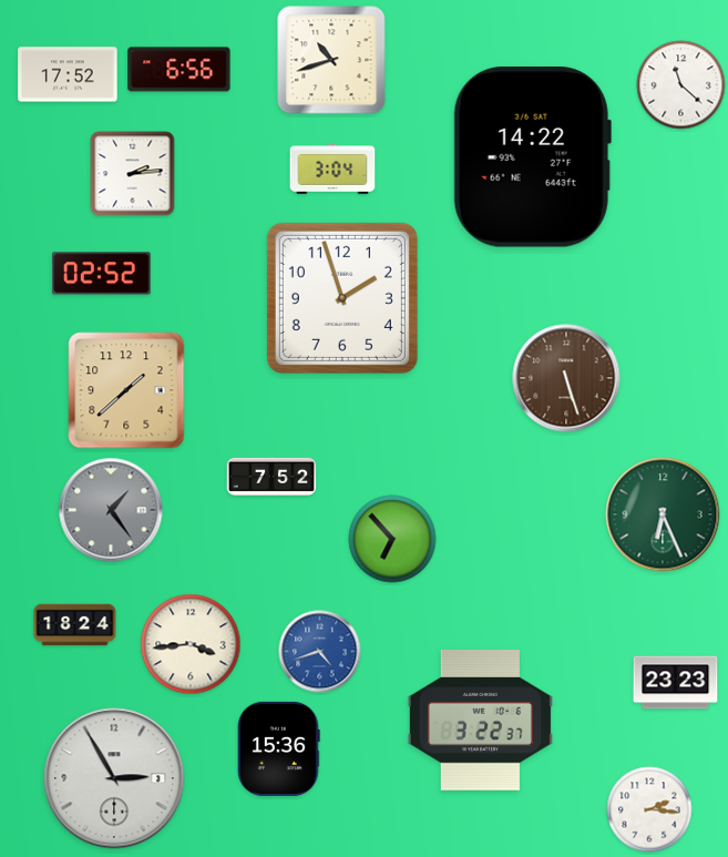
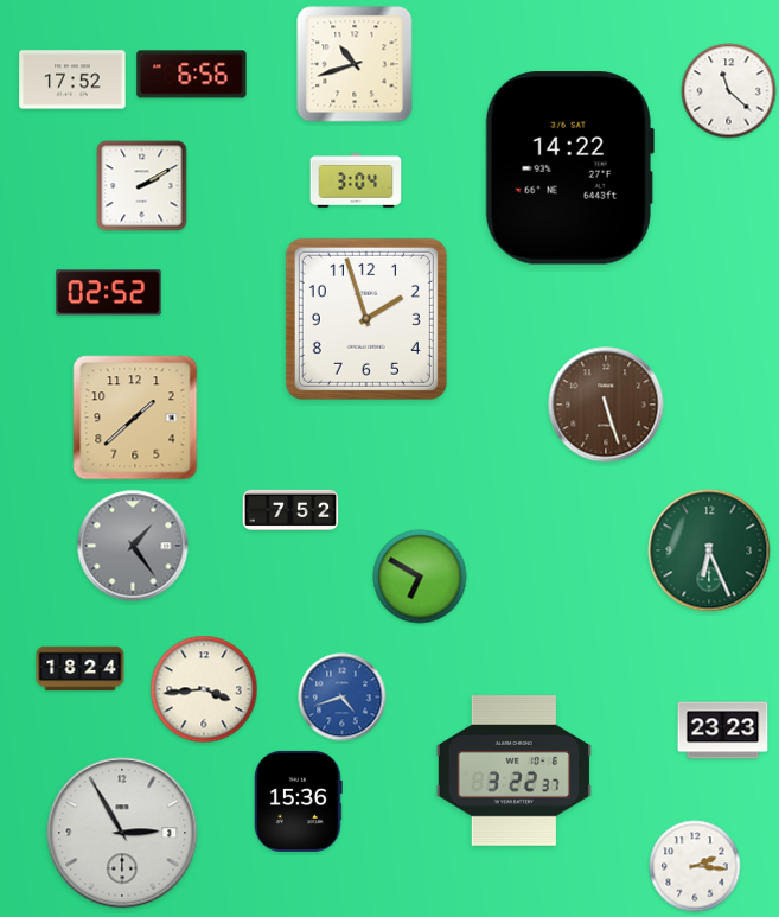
clock at (133, 174): 2:14 -> 2:10
clock at (111, 510) position: (111, 510) -> (133, 546)
clock at (392, 539): 6:53 -> 6:50
